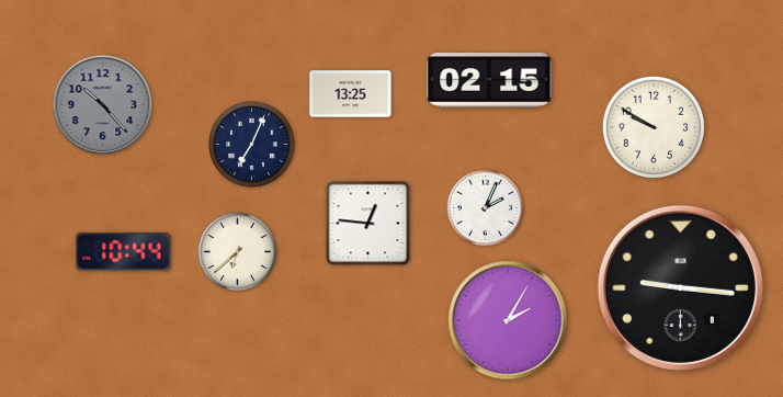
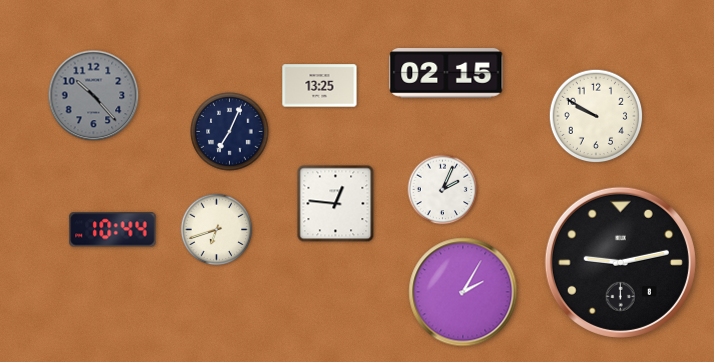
clock at (238, 252): 6:38 -> 6:42
clock at (680, 287): 9:16 -> 9:13
